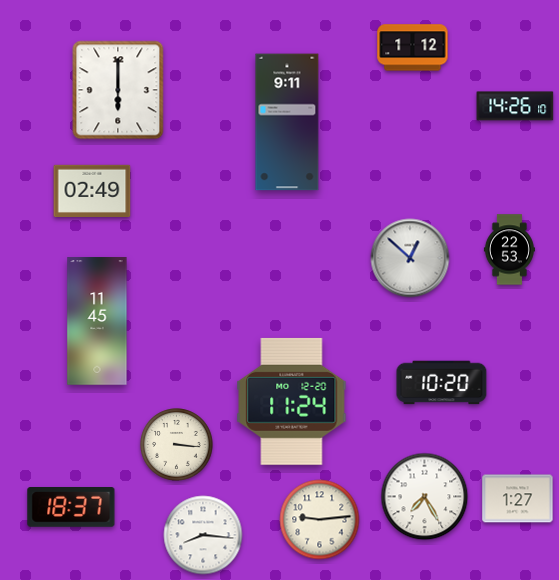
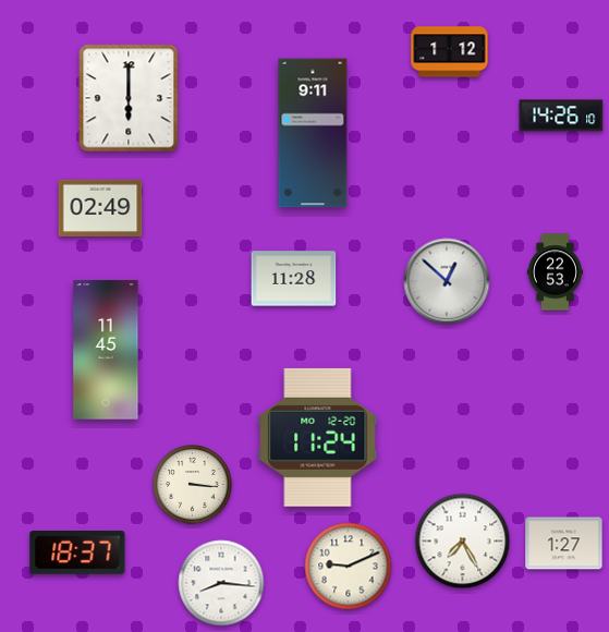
clock at (294, 279): none -> 11:28
clock at (442, 383): 10:20 -> none
clock at (320, 520): 9:14 -> 9:11
